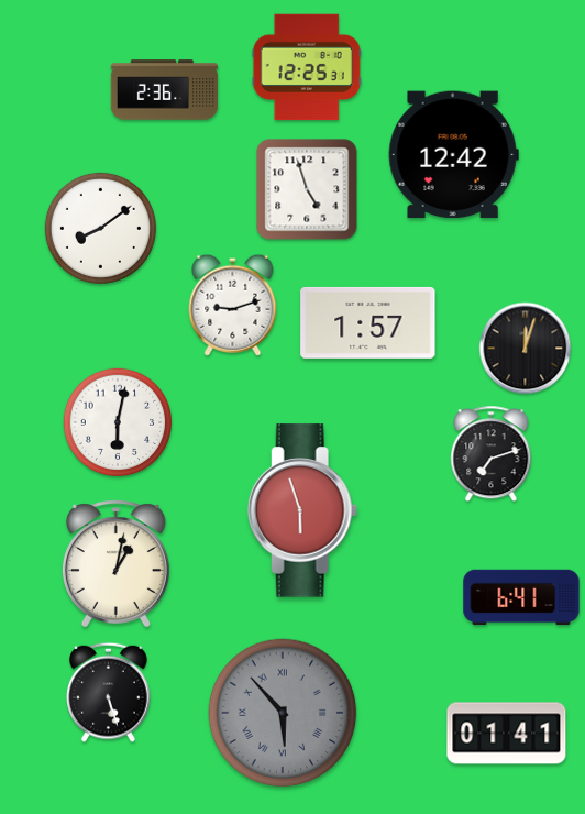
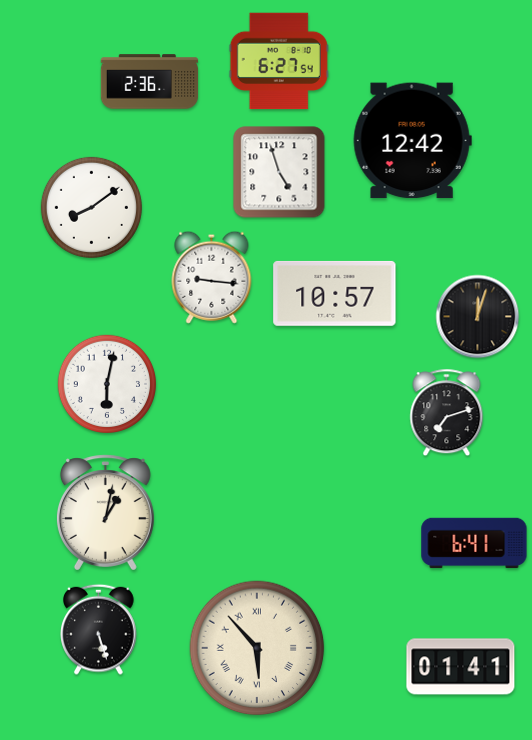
clock at (307, 67): 12:25 -> 6:27
clock at (233, 305): 9:12 -> 9:16
clock at (368, 322): 1:57 -> 10:57
clock at (302, 510): 5:57 -> none
clock at (283, 713) dial: grey -> cream
